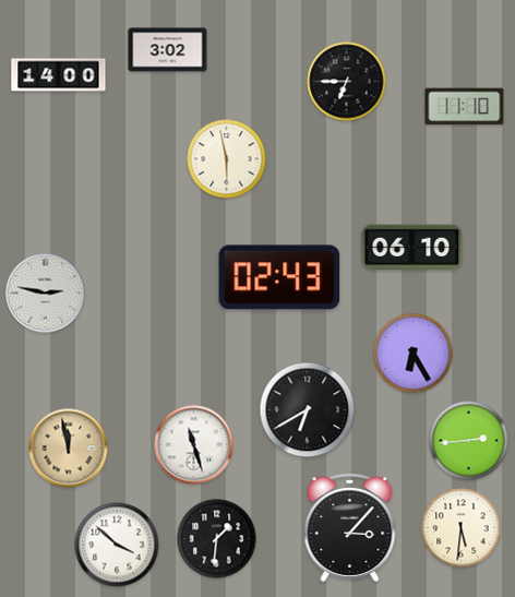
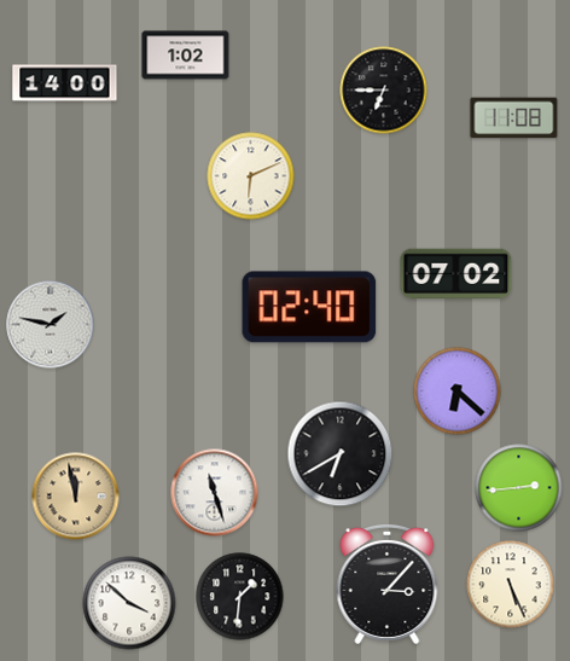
clock at (168, 50): 3:02 -> 1:02
clock at (465, 107): 11:10 -> 11:08
clock at (227, 159): 5:58 -> 6:11
clock at (412, 248): 06:10 -> 07:02
clock at (279, 277): 02:43 -> 02:40
clock at (46, 294): 2:47 -> 1:47
clock at (414, 354): 6:25 -> 6:22
clock at (462, 528): 5:31 -> 5:26
